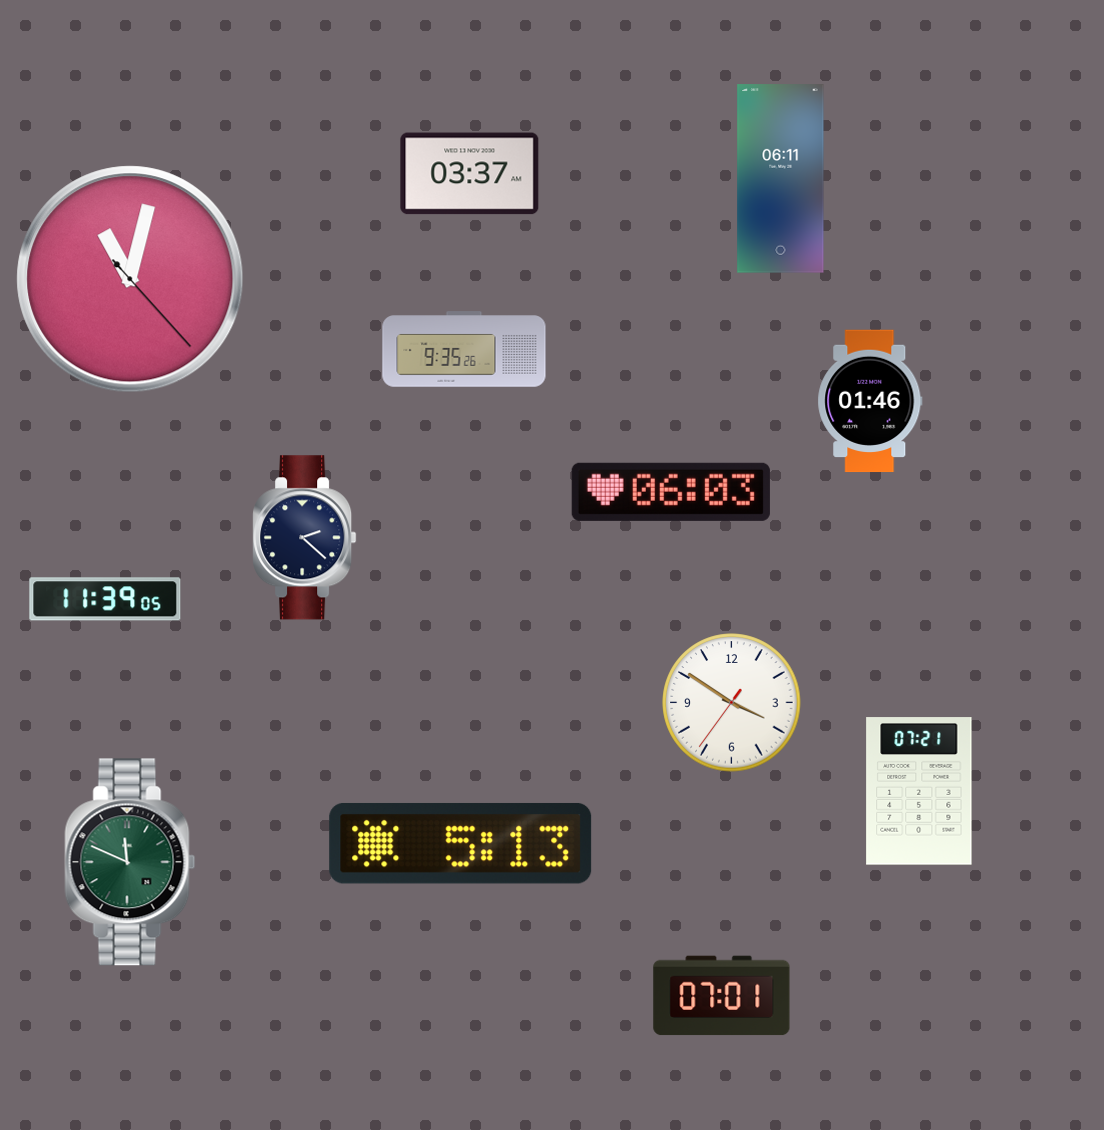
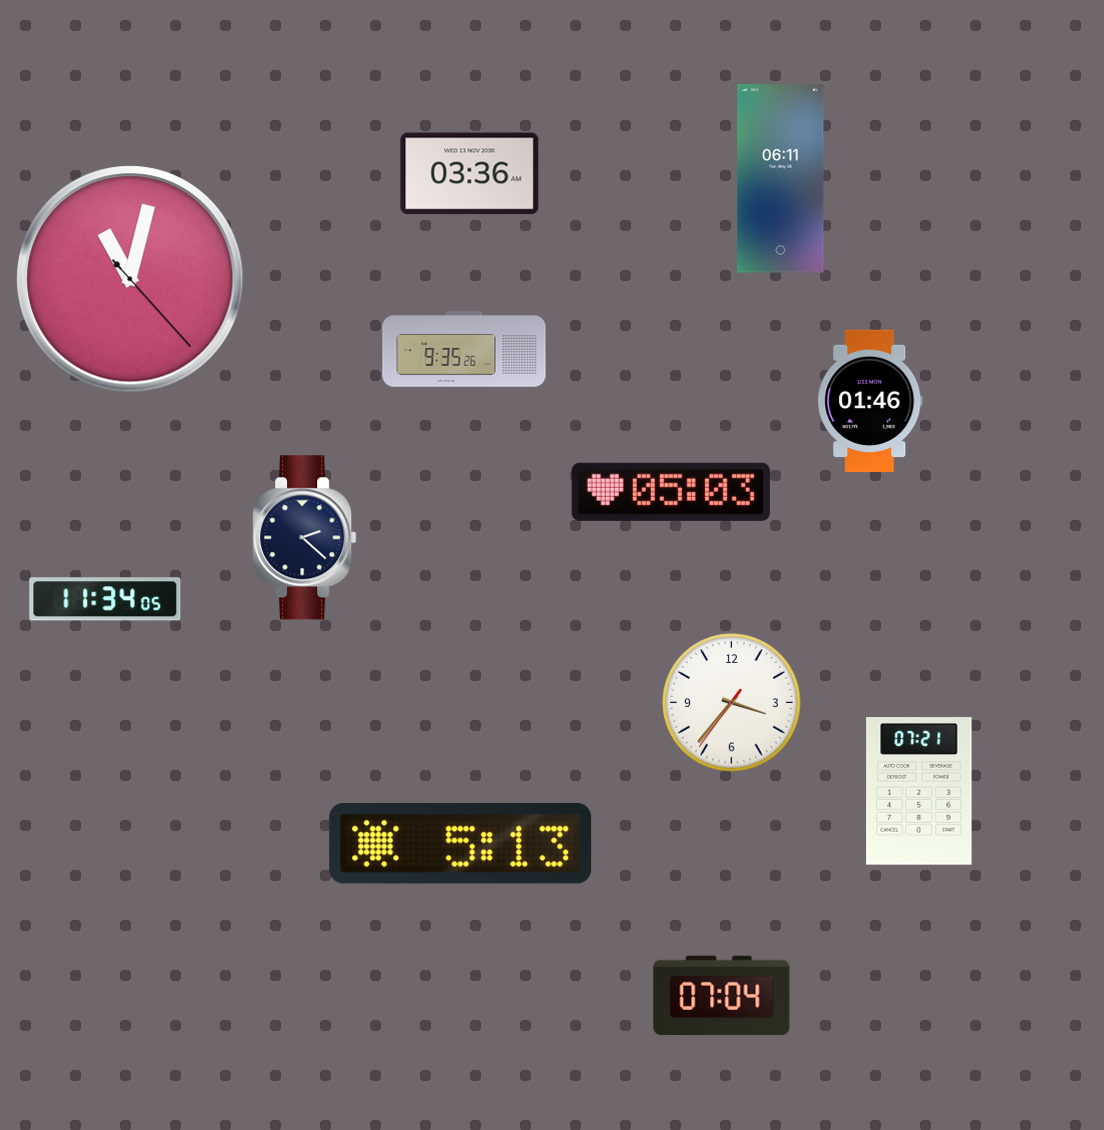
clock at (470, 174): 03:37 -> 03:36
clock at (671, 492): 06:03 -> 05:03
clock at (105, 599): 11:39 -> 11:34
clock at (732, 703): 3:50 -> 3:36
clock at (130, 862): 11:49 -> none
clock at (722, 996): 07:01 -> 07:04
